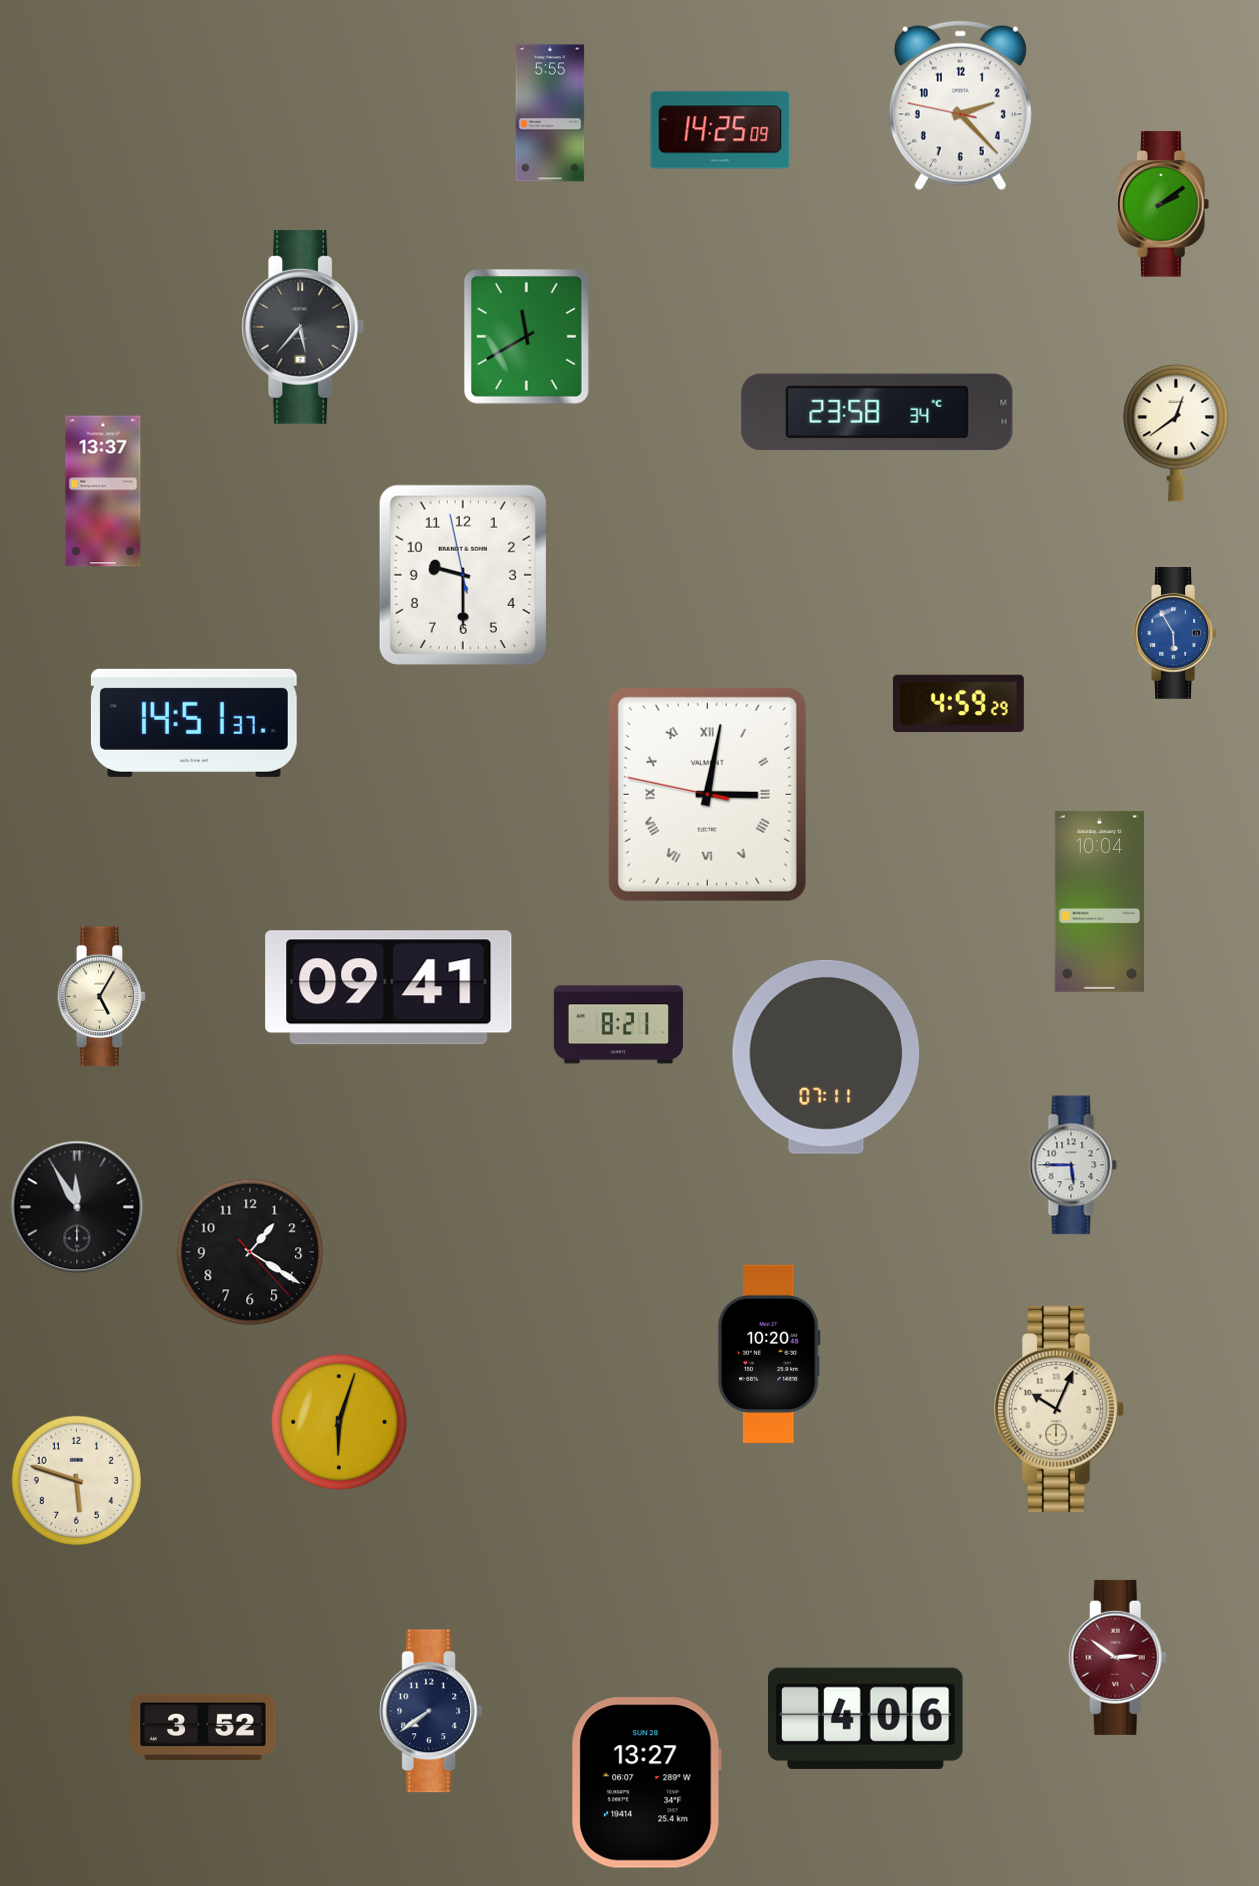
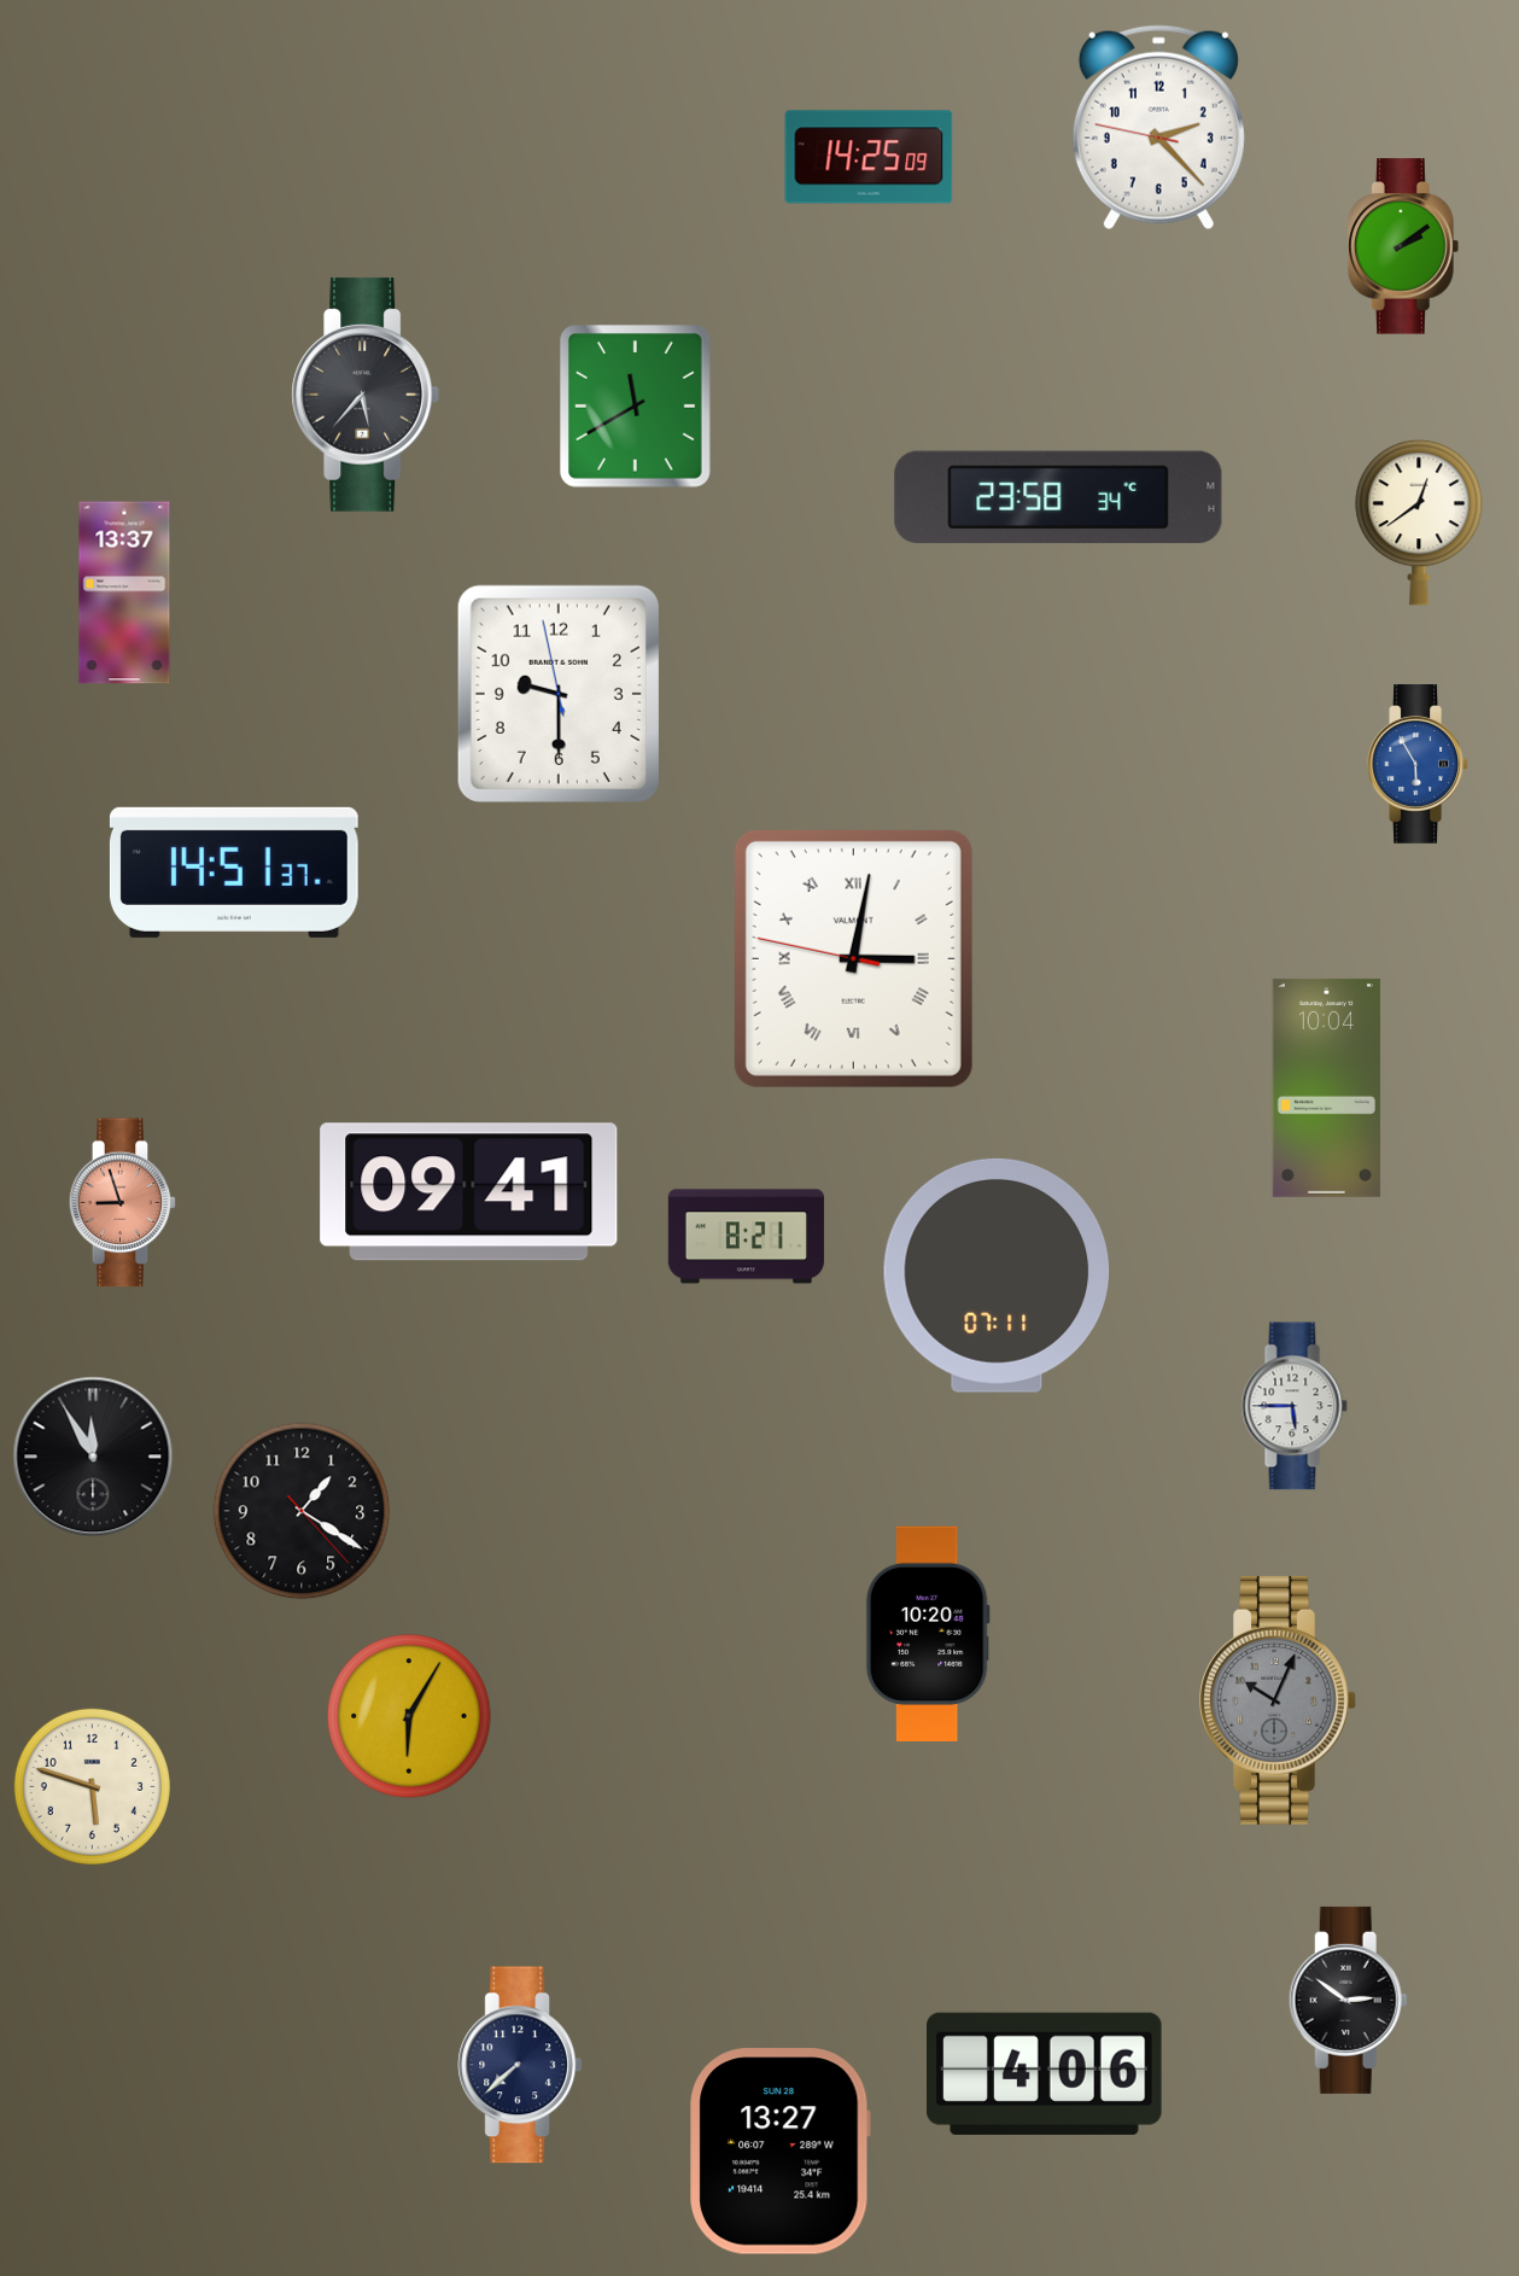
clock at (550, 113): 5:55 -> none
clock at (958, 704): 4:59 -> none
clock at (102, 997): 5:05 -> 8:57
clock at (102, 997) dial: cream -> salmon
clock at (1059, 1409) dial: cream -> grey
clock at (339, 1422): 6:03 -> 6:05
clock at (1117, 1657) dial: burgundy -> black
clock at (431, 1711): 7:39 -> 7:38
clock at (203, 1727): 3:52 -> none
